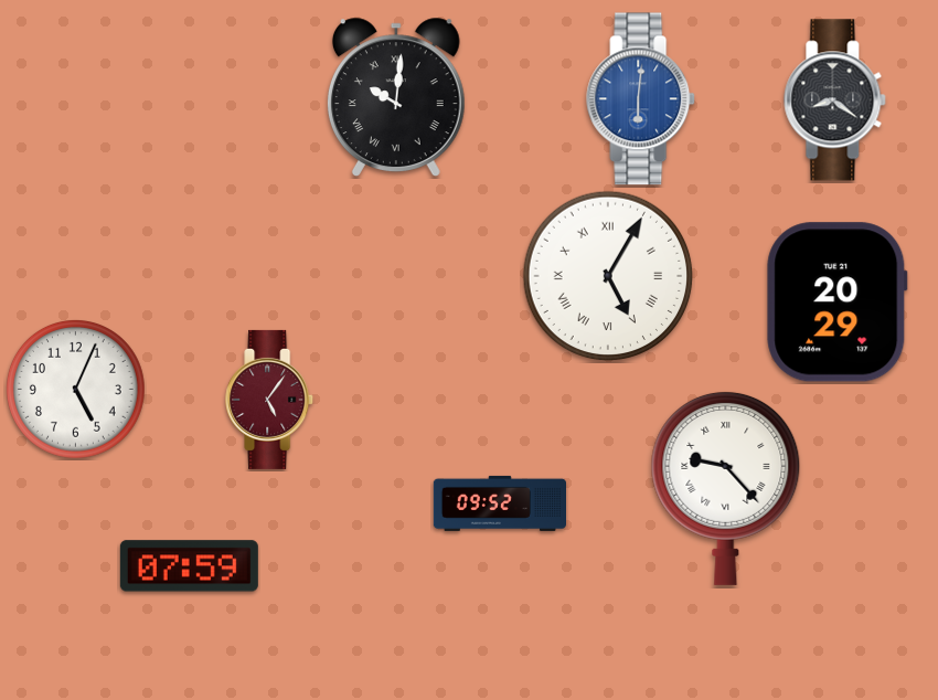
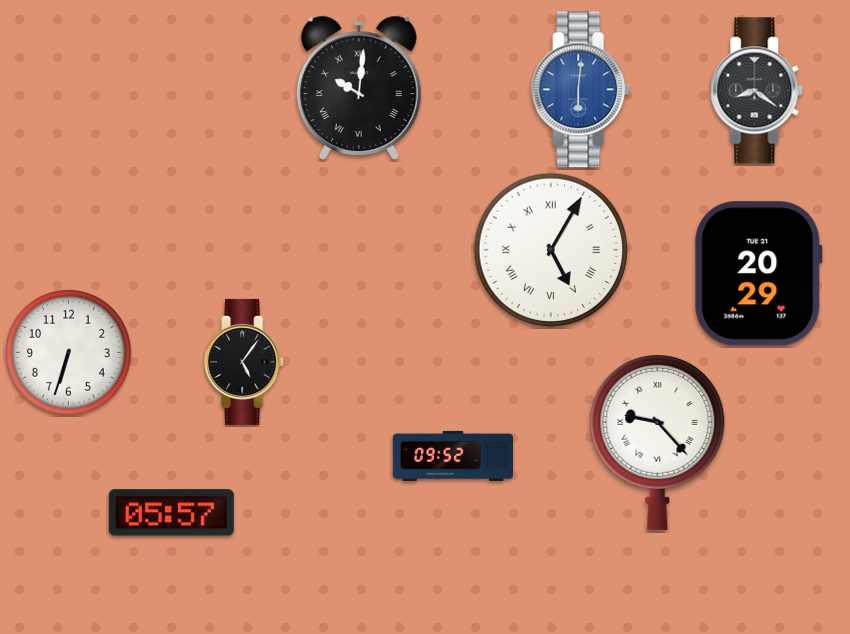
clock at (75, 389): 5:04 -> 6:33
clock at (270, 400) dial: burgundy -> black
clock at (189, 566): 07:59 -> 05:57
